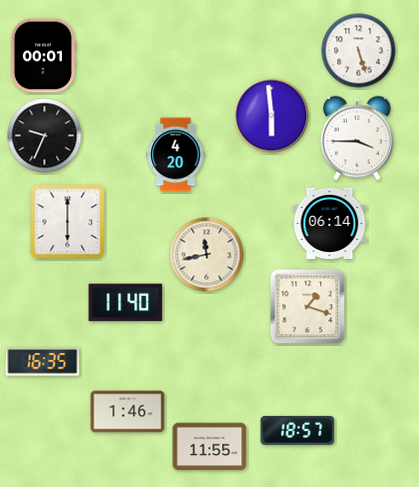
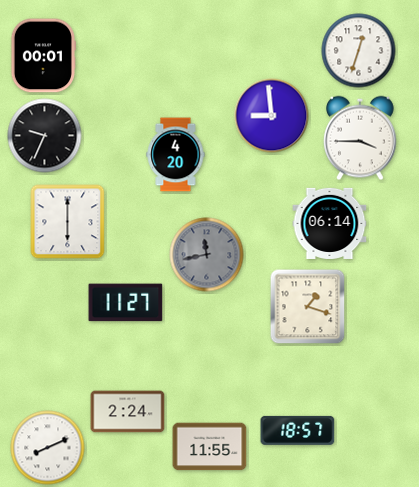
clock at (359, 51): 5:27 -> 12:33
clock at (272, 116): 5:59 -> 8:59
clock at (358, 138) position: (358, 138) -> (361, 138)
clock at (207, 255) dial: cream -> grey
clock at (126, 303): 11:40 -> 11:27
clock at (43, 362): 16:35 -> none
clock at (128, 412): 1:46 -> 2:24
clock at (48, 448): none -> 8:11
